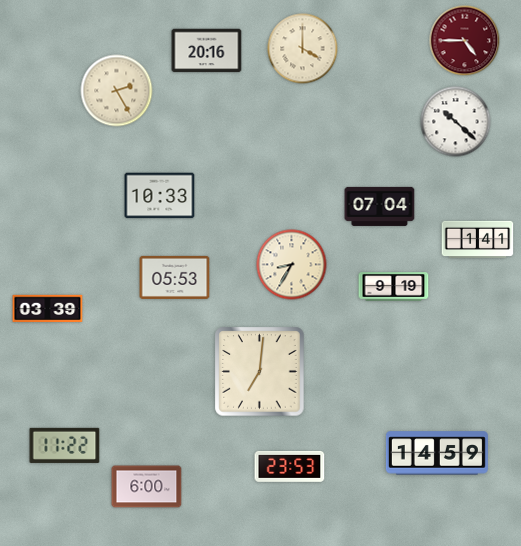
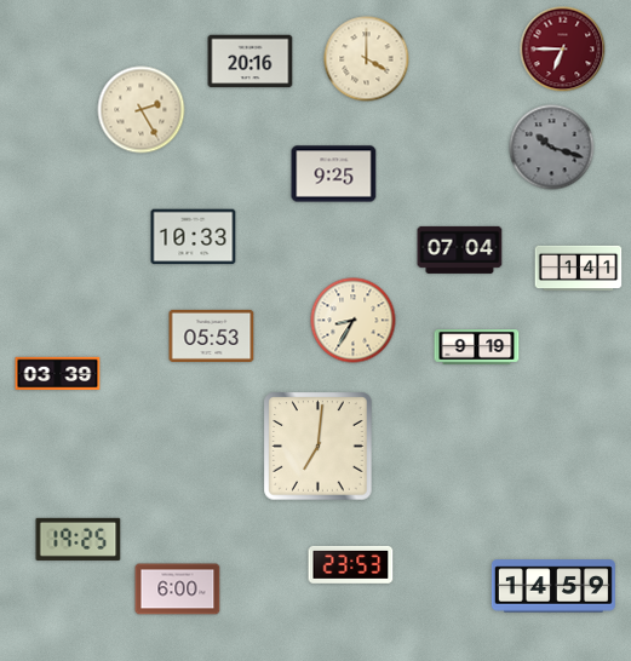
clock at (465, 41): 4:45 -> 6:45
clock at (456, 122): 10:22 -> 10:18
clock at (456, 122) dial: white -> grey
clock at (334, 174): none -> 9:25
clock at (478, 239) position: (478, 239) -> (579, 268)
clock at (260, 372) position: (260, 372) -> (319, 447)
clock at (65, 445): 11:22 -> 19:25
clock at (437, 453) position: (437, 453) -> (553, 586)
